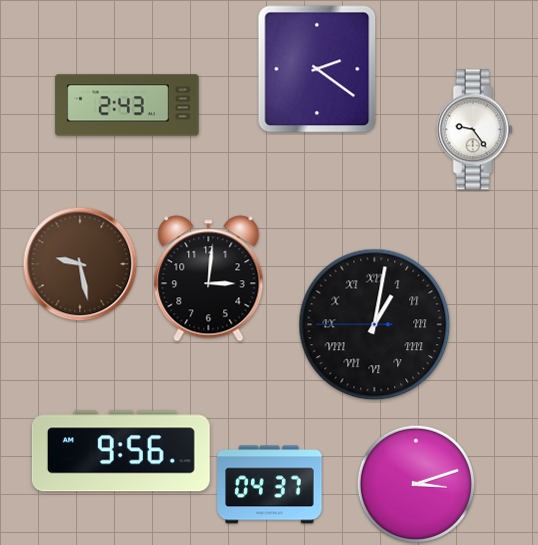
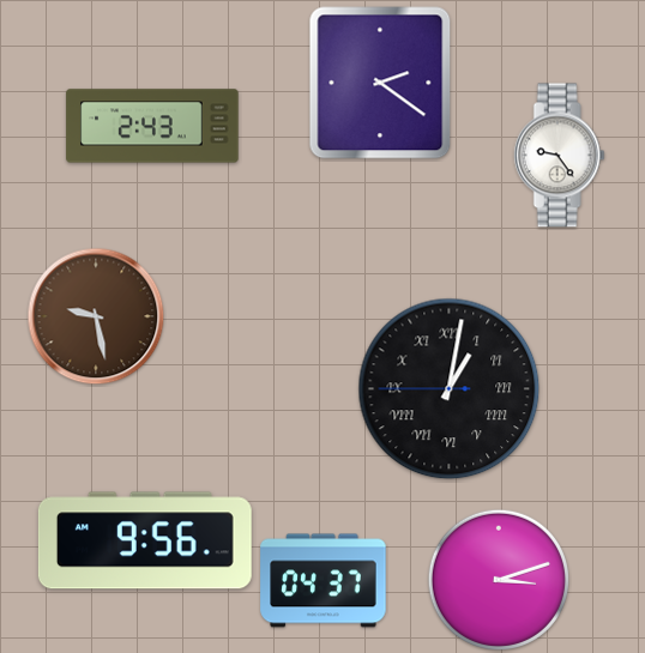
clock at (474, 130) position: (474, 130) -> (559, 156)
clock at (209, 279): 3:01 -> none
